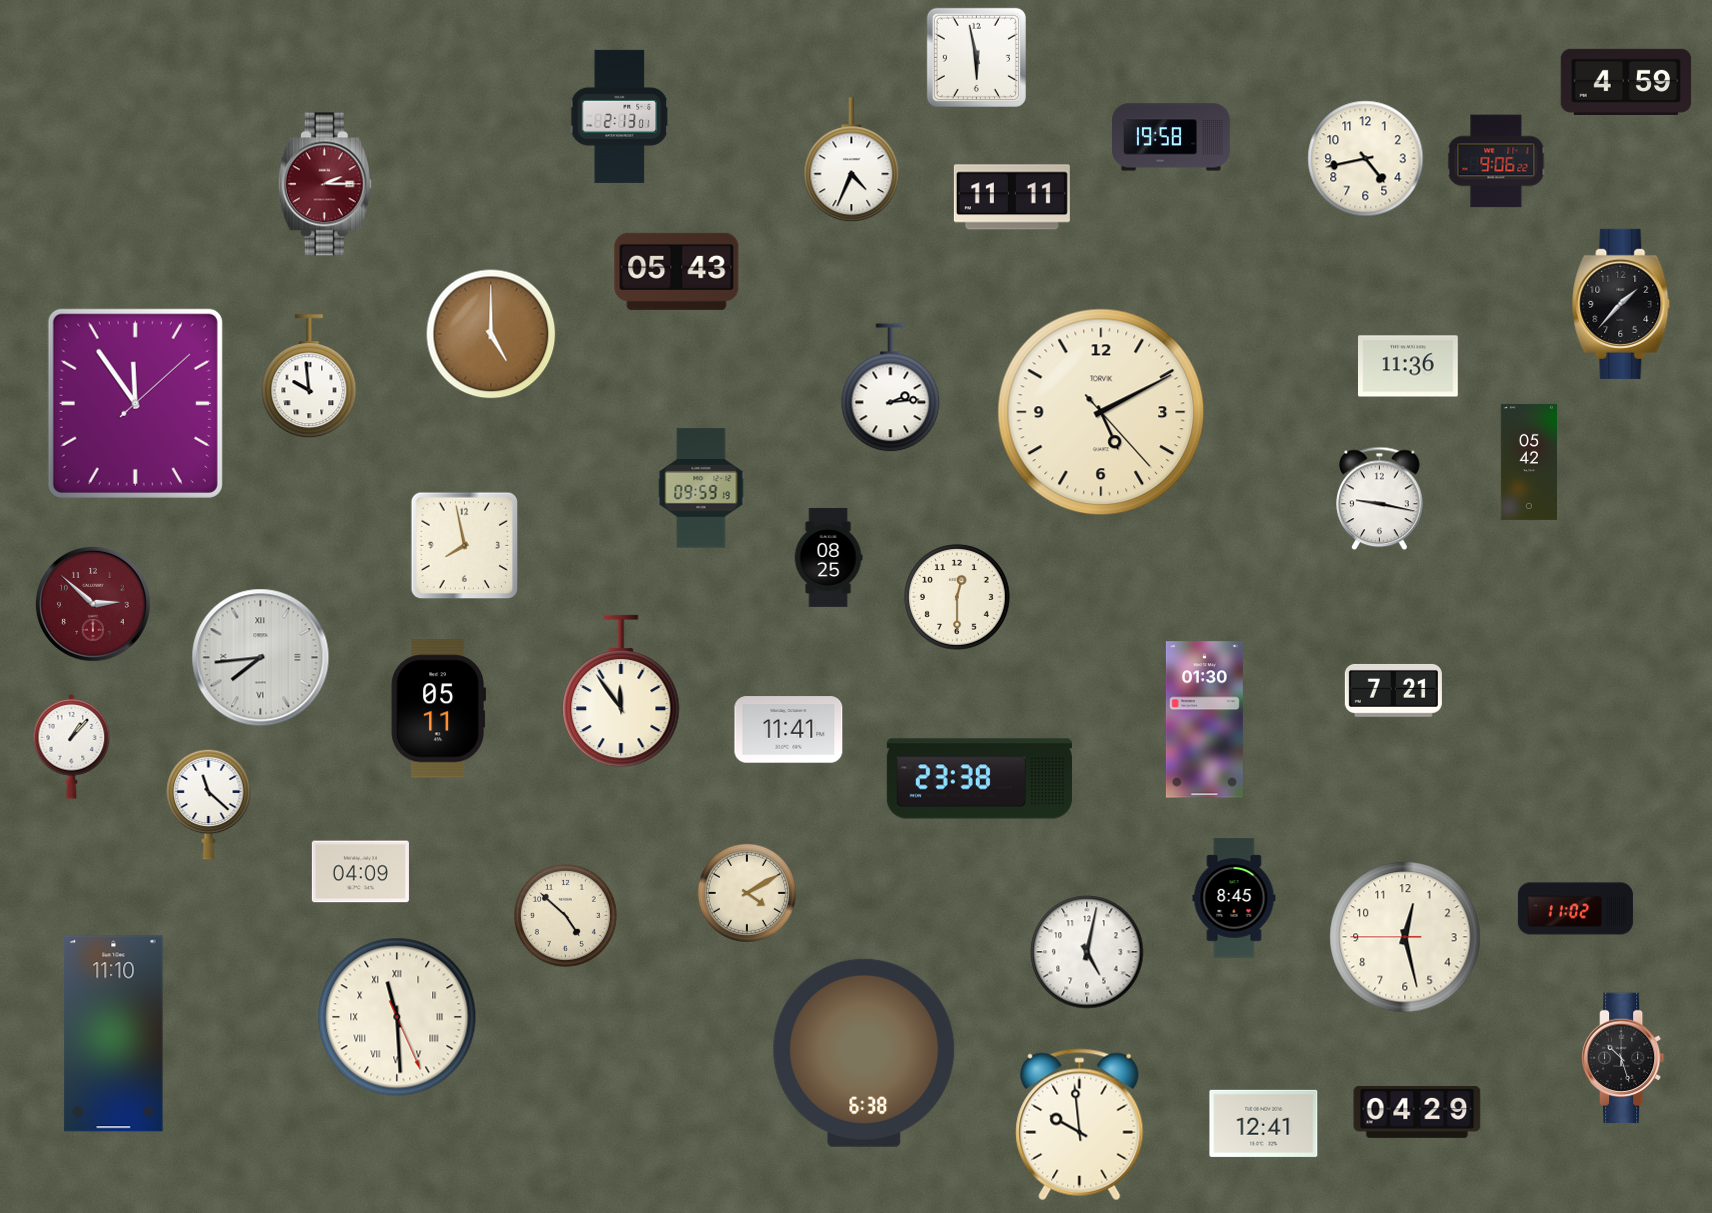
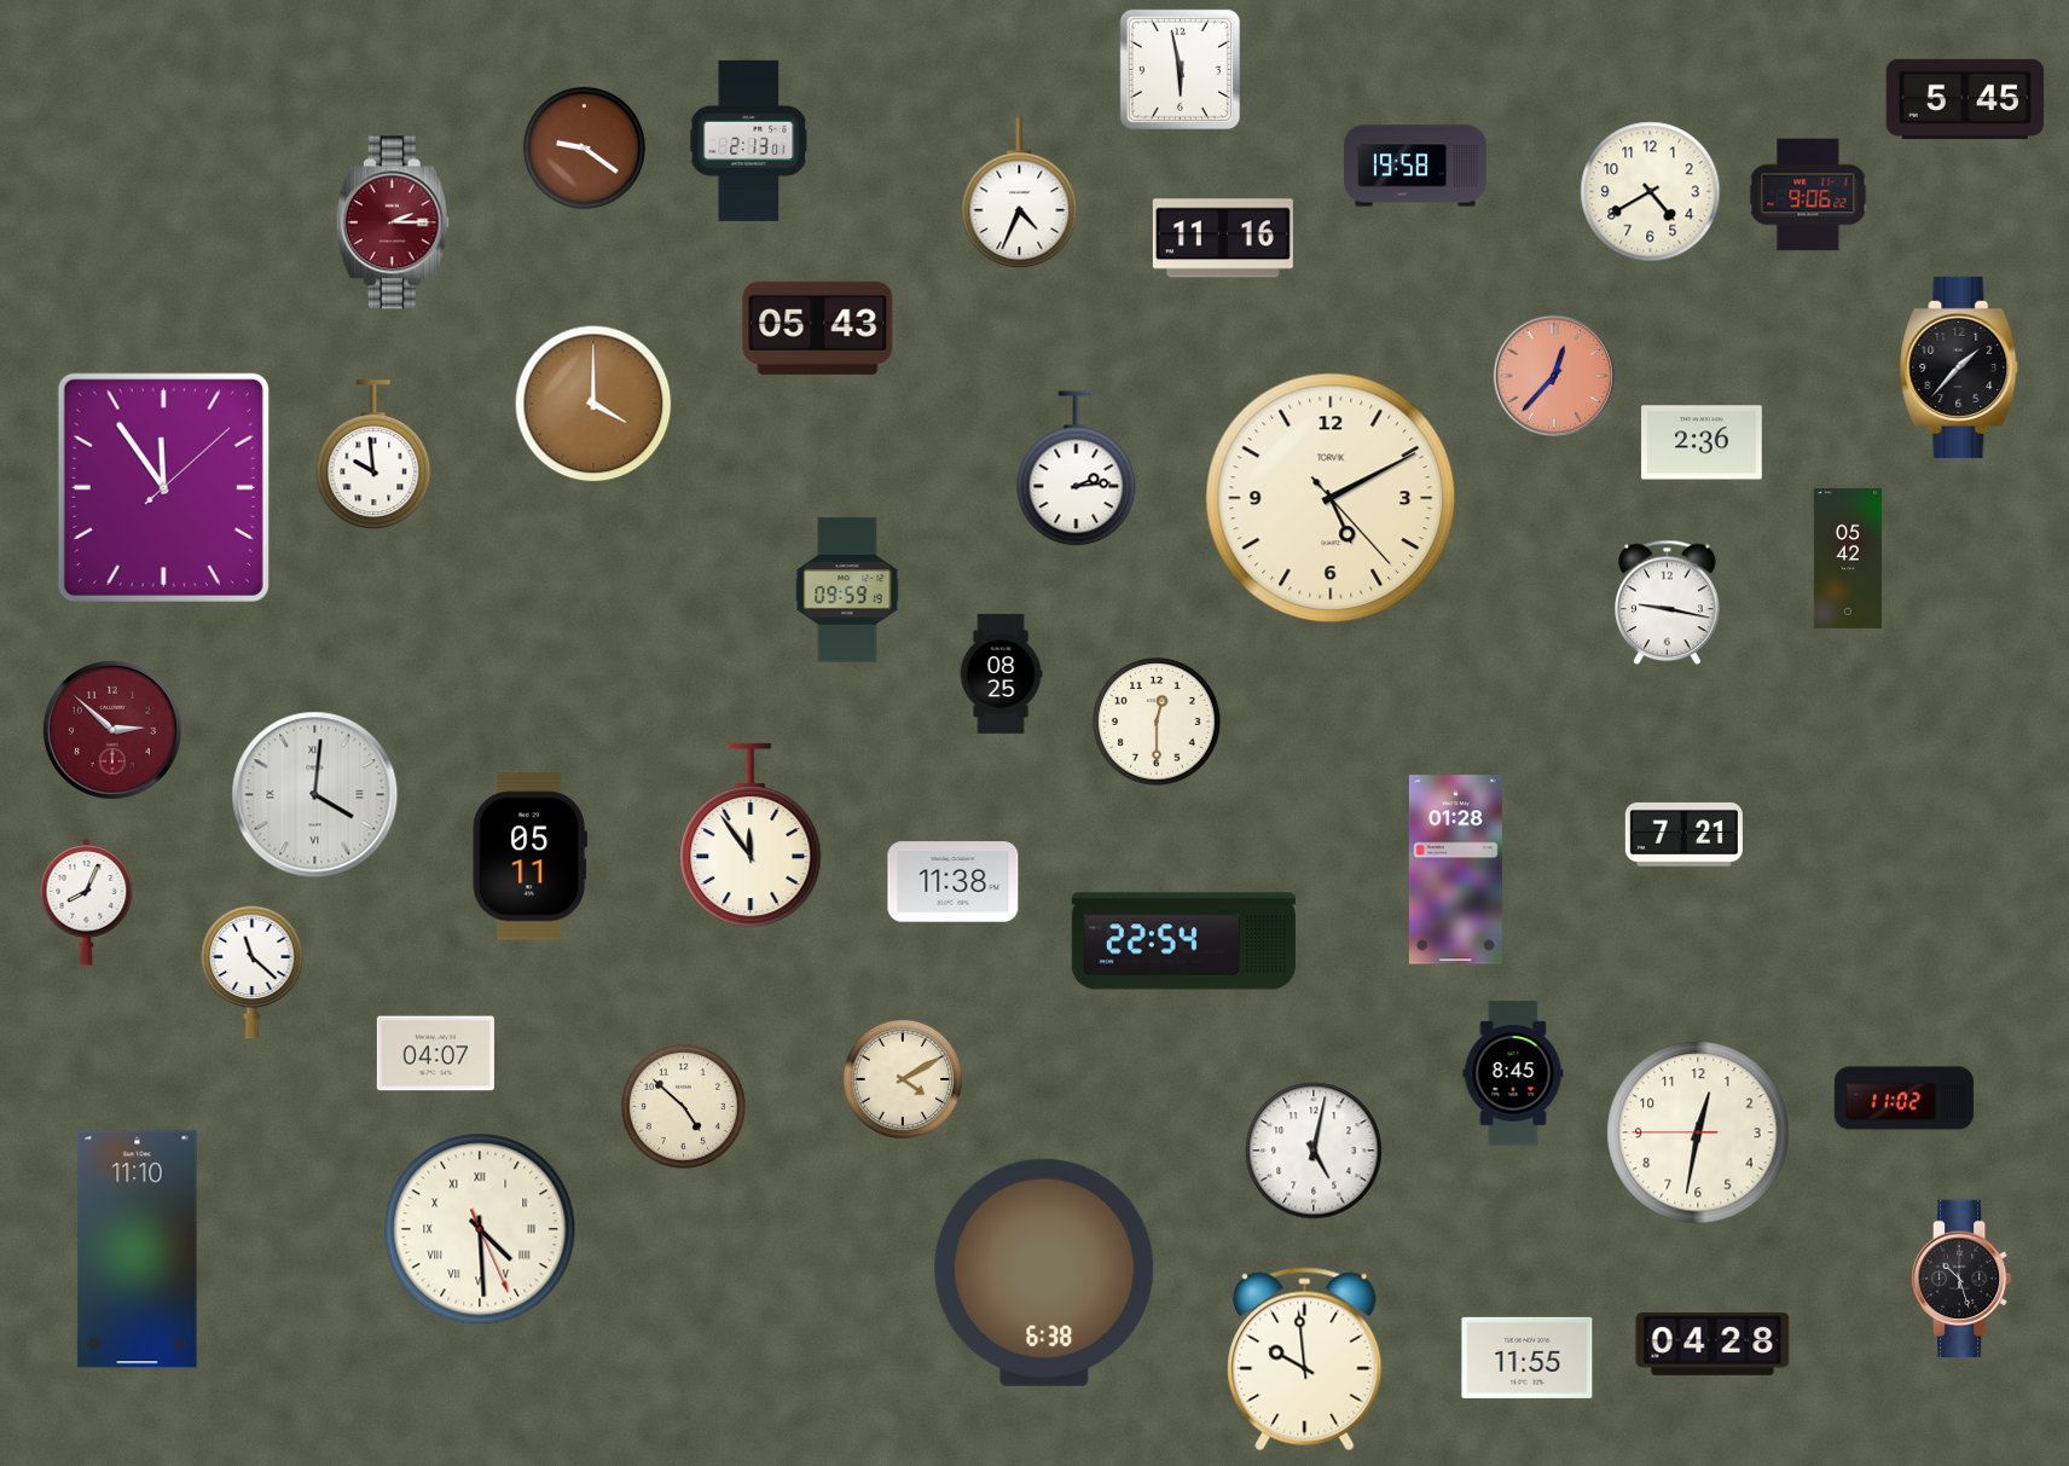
clock at (1626, 82): 4:59 -> 5:45
clock at (584, 147): none -> 9:21
clock at (1366, 159): 4:43 -> 4:40
clock at (852, 160) position: (852, 160) -> (1020, 193)
clock at (1012, 197): 11:11 -> 11:16
clock at (1553, 375): none -> 12:37
clock at (491, 334): 5:00 -> 4:00
clock at (1409, 366): 11:36 -> 2:36
clock at (465, 546): 7:58 -> none
clock at (261, 658): 7:44 -> 4:01
clock at (1204, 720): 01:30 -> 01:28
clock at (789, 730): 11:41 -> 11:38
clock at (72, 747): 1:07 -> 8:04
clock at (979, 779): 23:38 -> 22:54
clock at (360, 872): 04:09 -> 04:07
clock at (1234, 898) position: (1234, 898) -> (1513, 1073)
clock at (1405, 937): 12:27 -> 12:31
clock at (397, 1017): 11:29 -> 4:29
clock at (1417, 1112): 04:29 -> 04:28
clock at (1264, 1123): 12:41 -> 11:55
